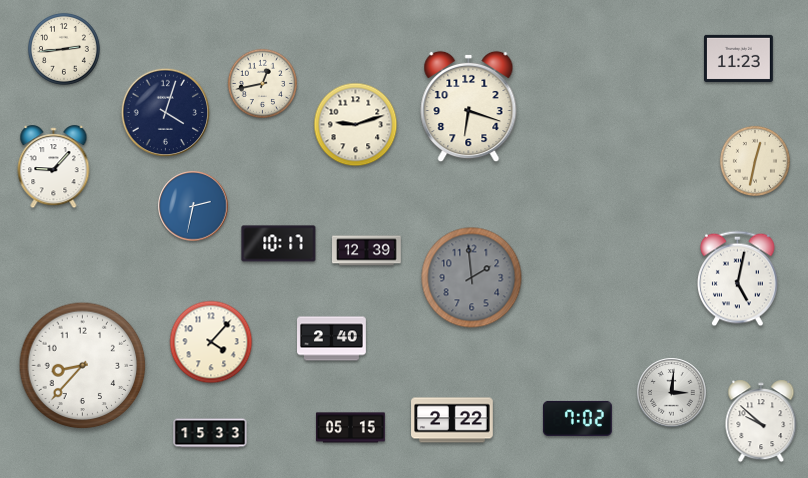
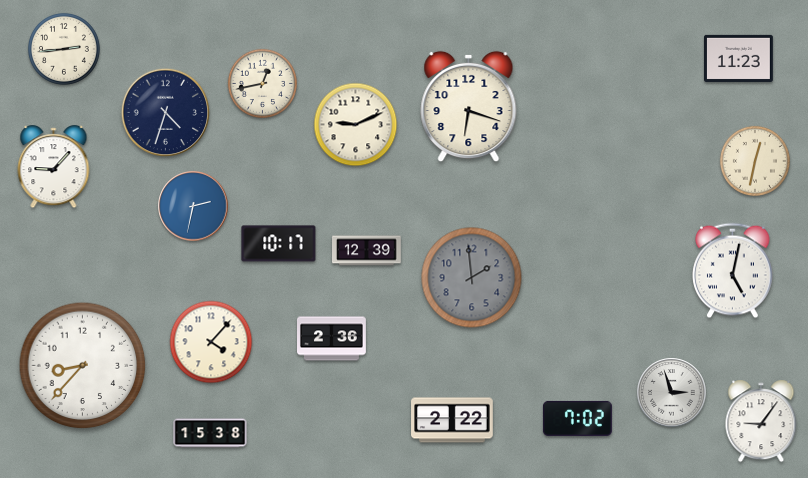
clock at (166, 113): 4:03 -> 4:33
clock at (356, 125): 9:12 -> 9:11
clock at (738, 279) position: (738, 279) -> (733, 271)
clock at (332, 339): 2:40 -> 2:36
clock at (672, 393): 3:01 -> 2:57
clock at (761, 421): 9:52 -> 9:06
clock at (351, 428): 05:15 -> none
clock at (210, 433): 15:33 -> 15:38
